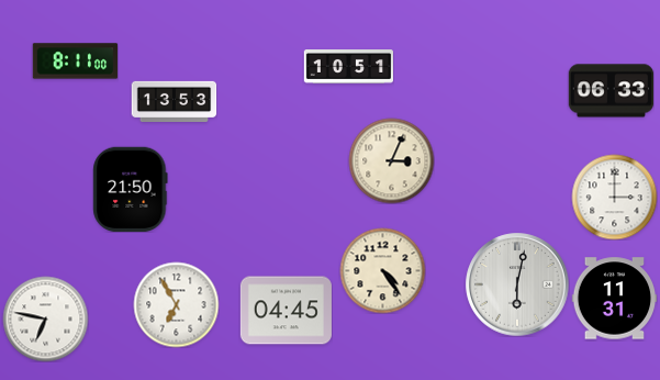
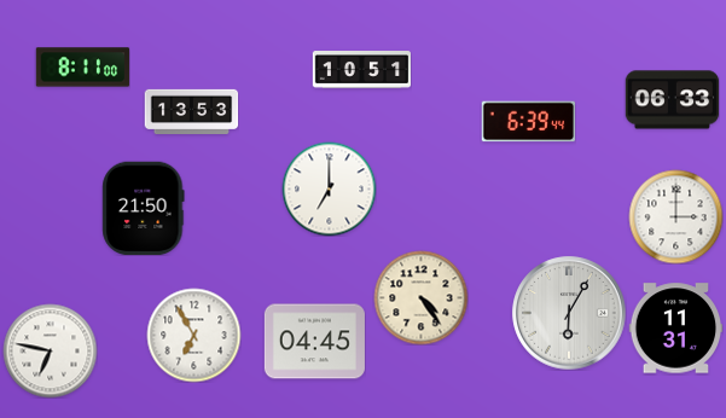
clock at (348, 67) position: (348, 67) -> (361, 70)
clock at (528, 122): none -> 6:39
clock at (391, 160): 3:04 -> none
clock at (329, 188): none -> 7:00
clock at (517, 284): 6:02 -> 6:05
